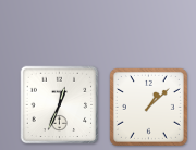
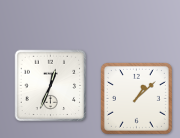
clock at (60, 105) position: (60, 105) -> (51, 86)
